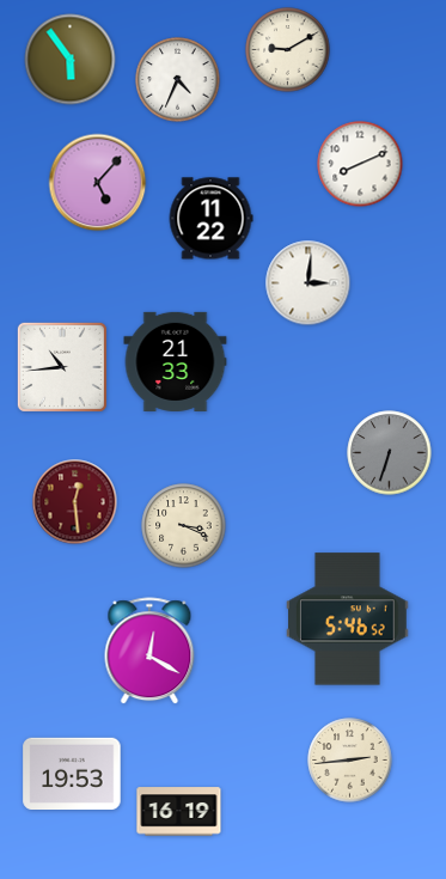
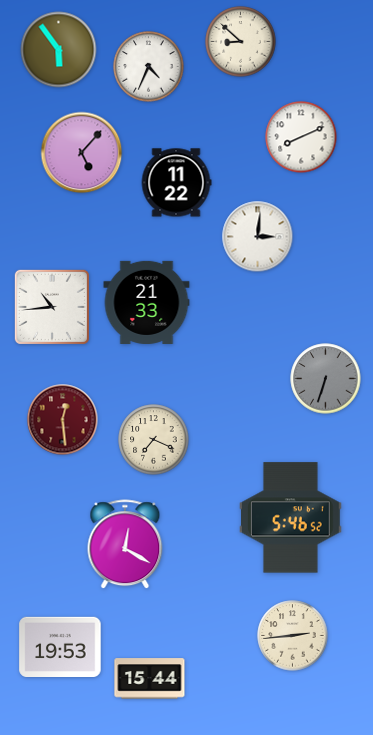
clock at (288, 50): 9:10 -> 8:52
clock at (184, 526): 3:19 -> 7:19
clock at (179, 812): 16:19 -> 15:44
